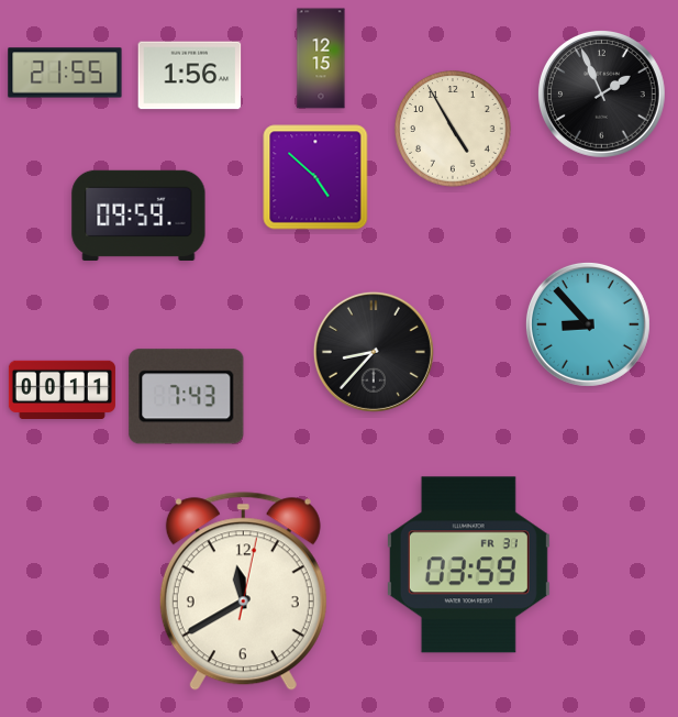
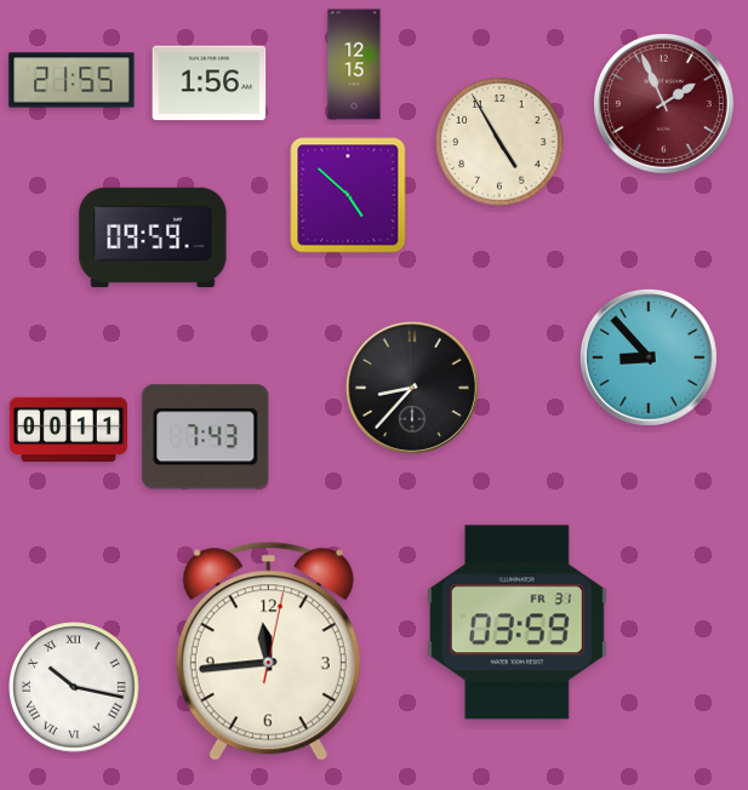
clock at (601, 93) dial: black -> burgundy
clock at (243, 592): 11:40 -> 11:44
clock at (74, 687): none -> 10:17
